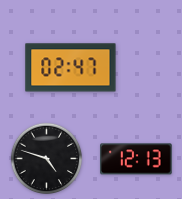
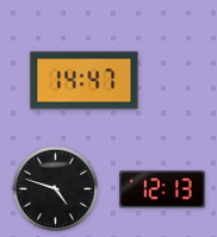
clock at (71, 68): 02:47 -> 14:47
